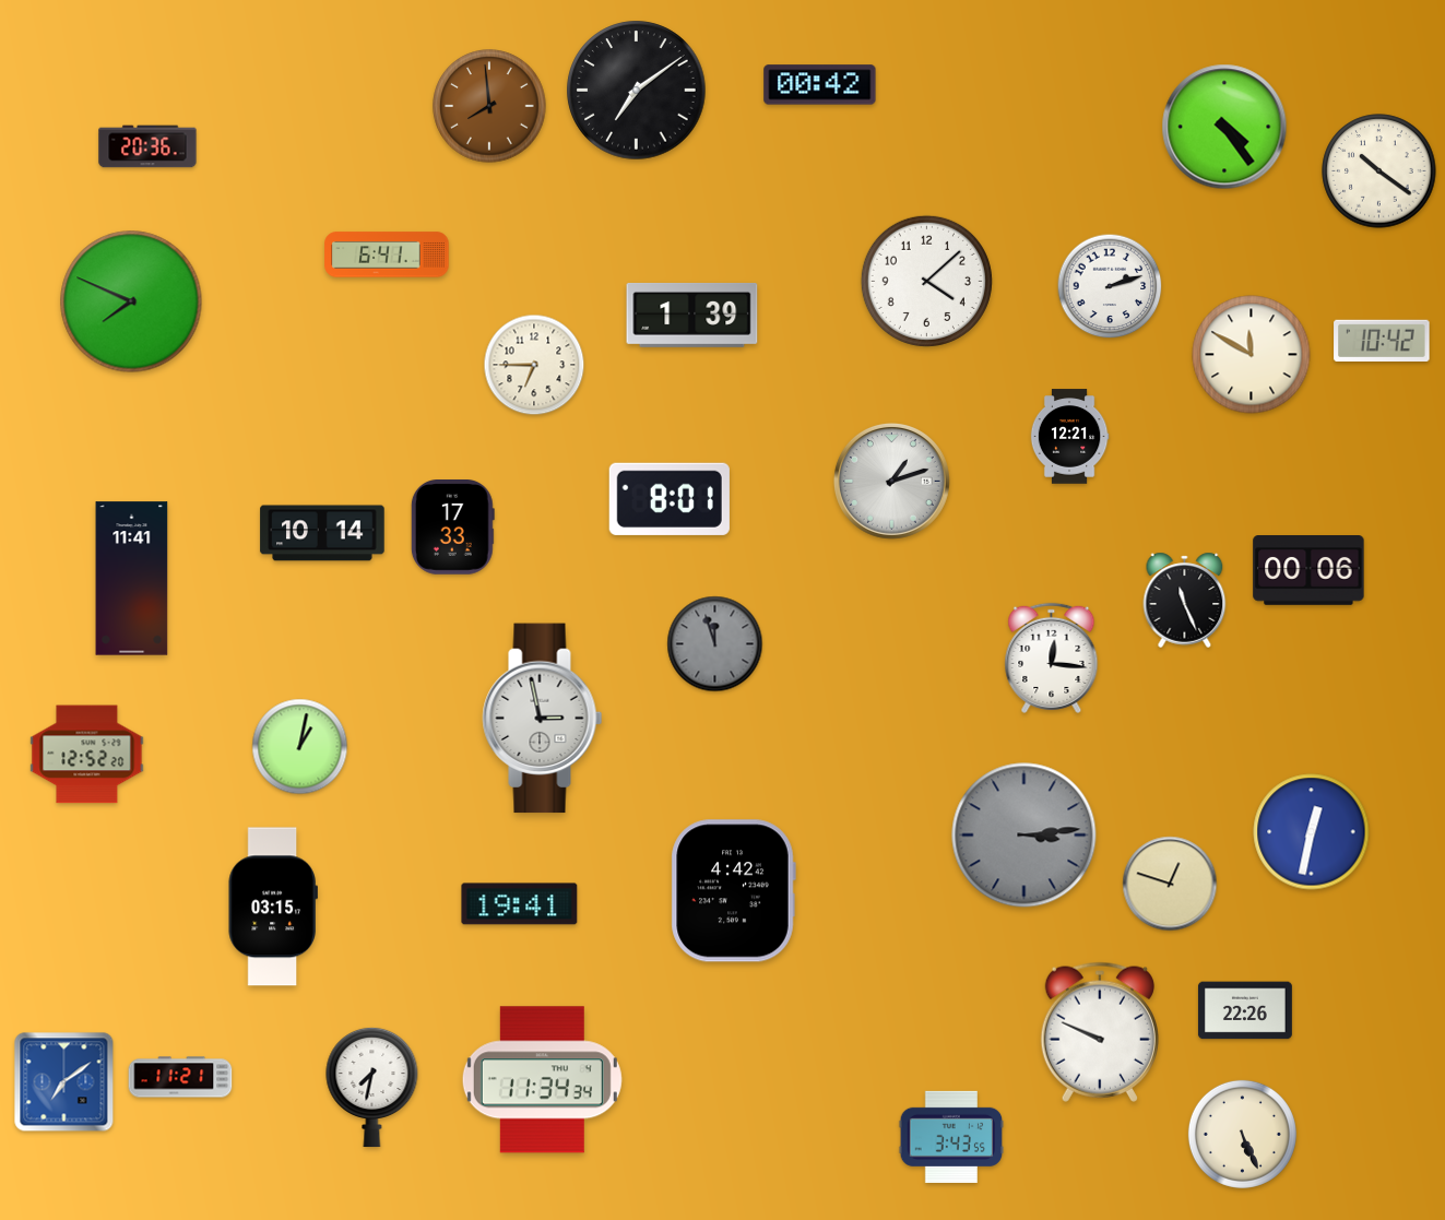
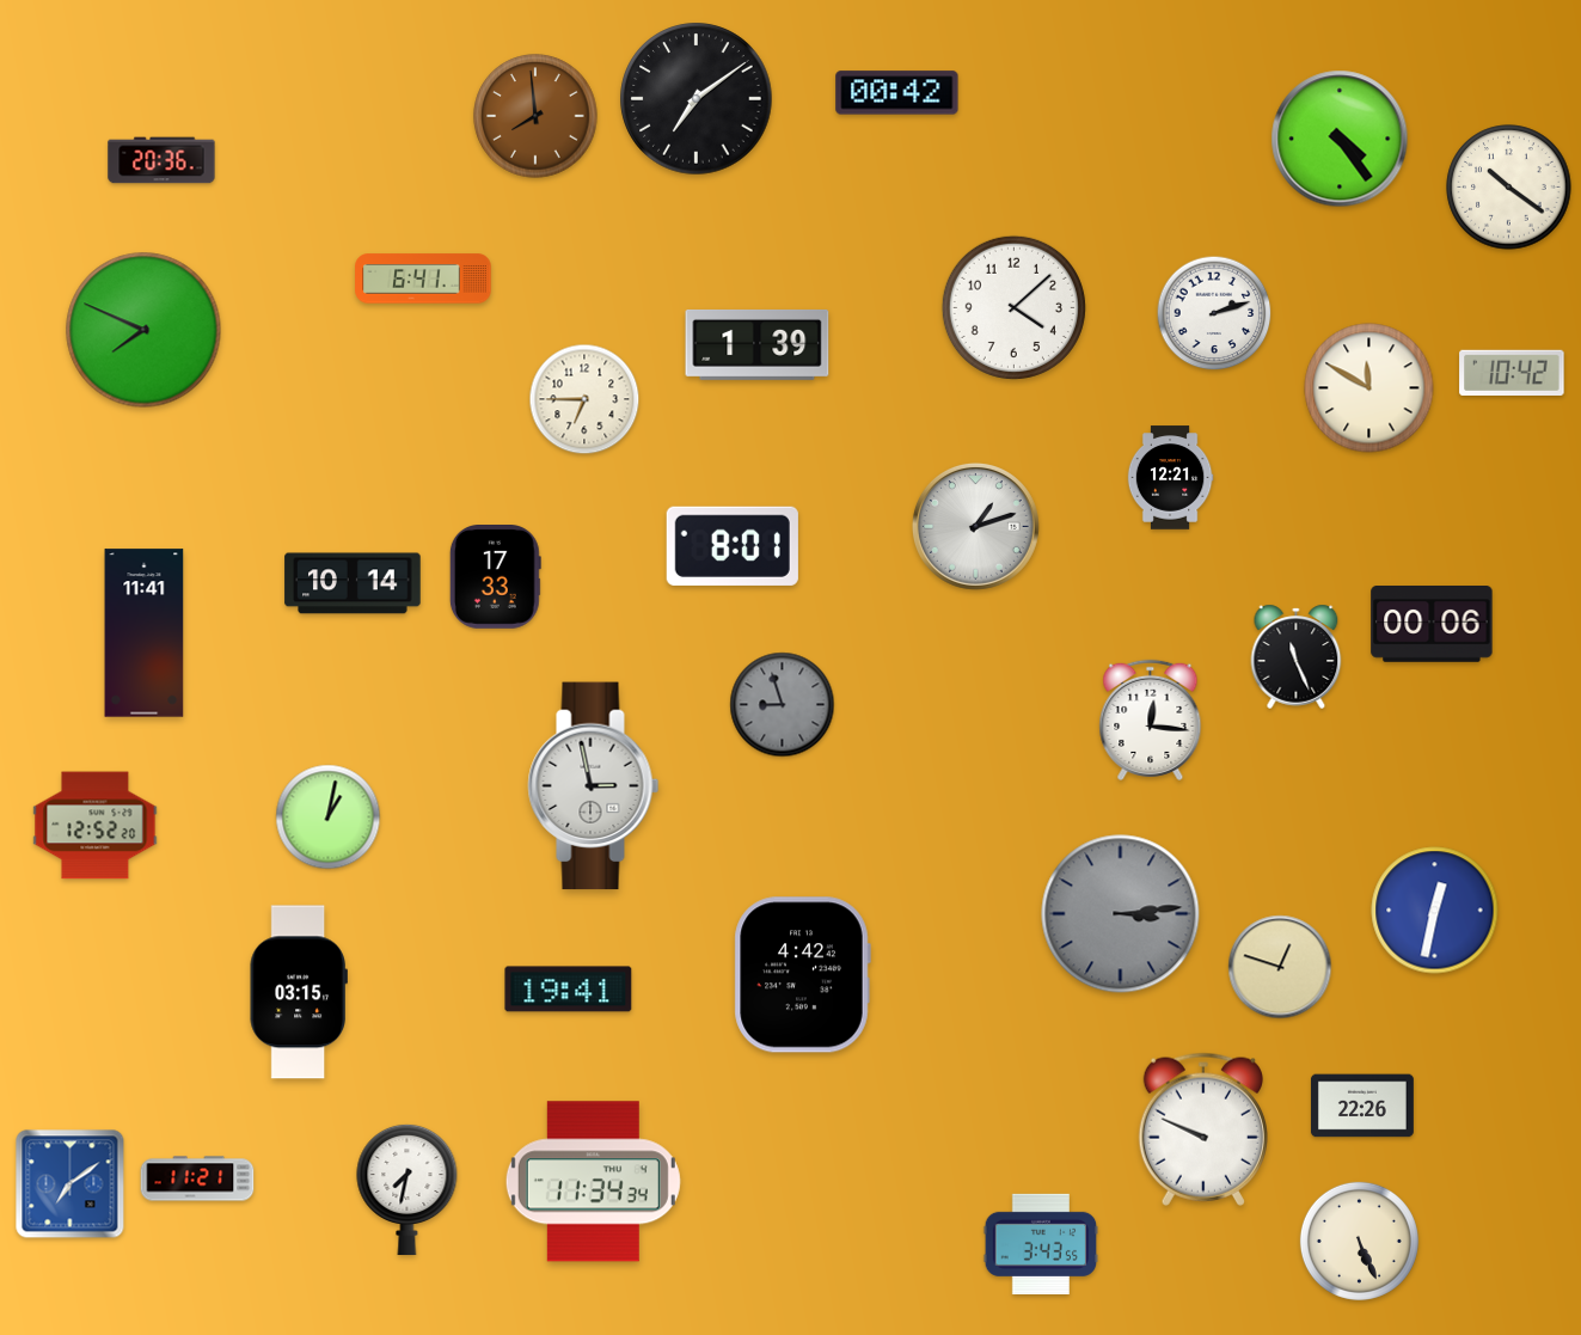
clock at (715, 644): 11:57 -> 8:57
